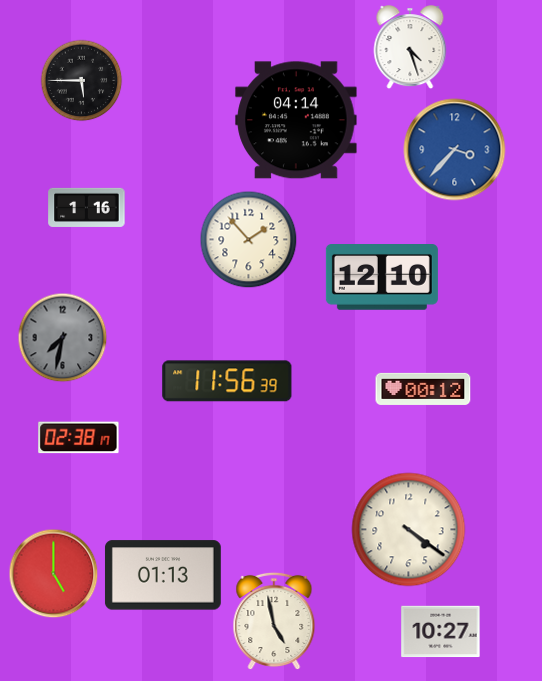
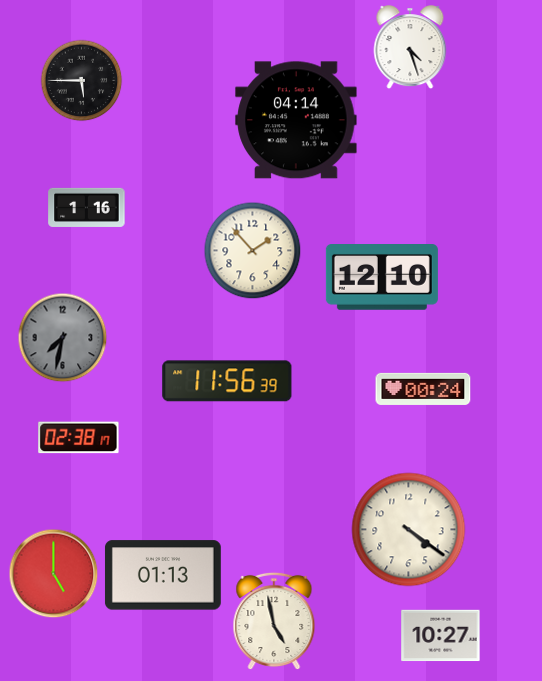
clock at (455, 150): 3:37 -> none
clock at (248, 239) position: (248, 239) -> (252, 250)
clock at (423, 389): 00:12 -> 00:24
clock at (441, 632) position: (441, 632) -> (441, 636)
